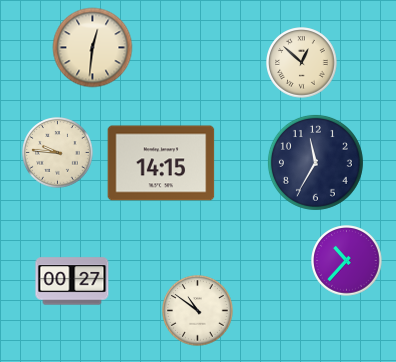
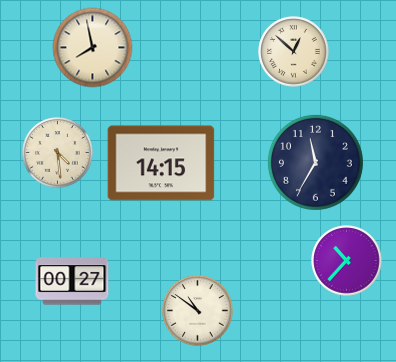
clock at (93, 48): 12:31 -> 7:58
clock at (302, 63) position: (302, 63) -> (294, 52)
clock at (58, 153): 9:46 -> 4:29
